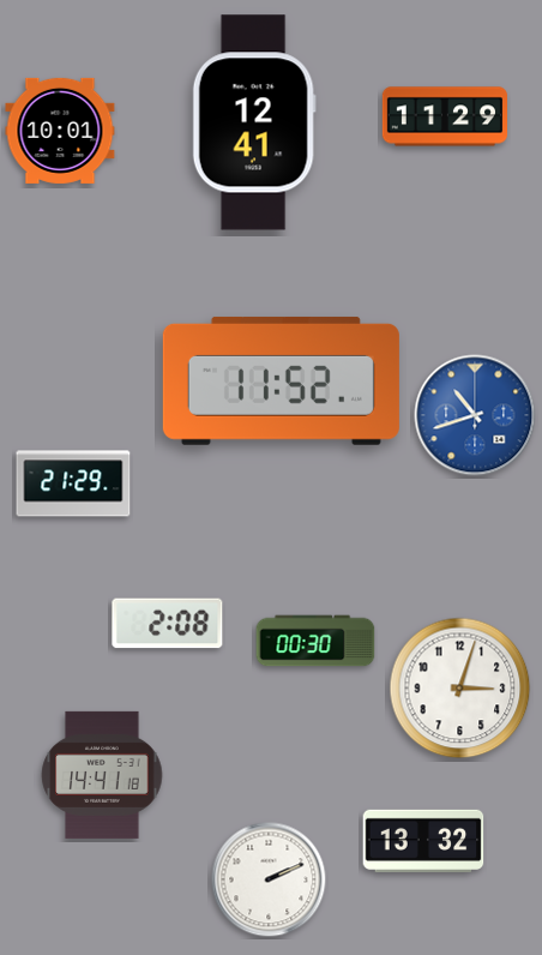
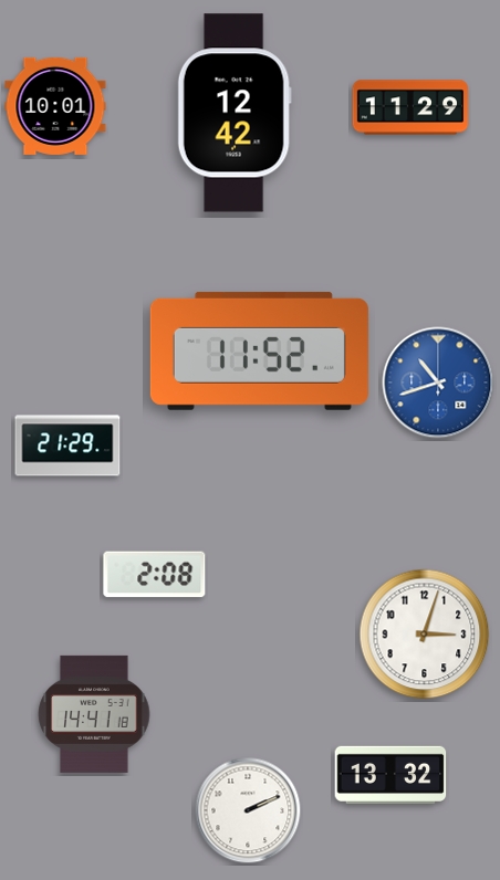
clock at (254, 122): 12:41 -> 12:42
clock at (60, 131) position: (60, 131) -> (55, 106)
clock at (315, 641): 00:30 -> none
